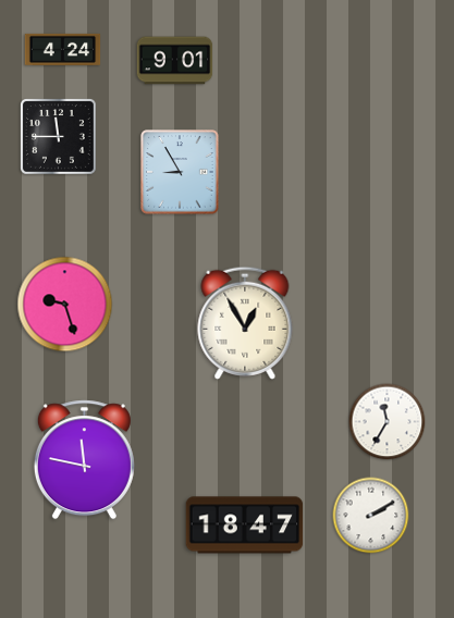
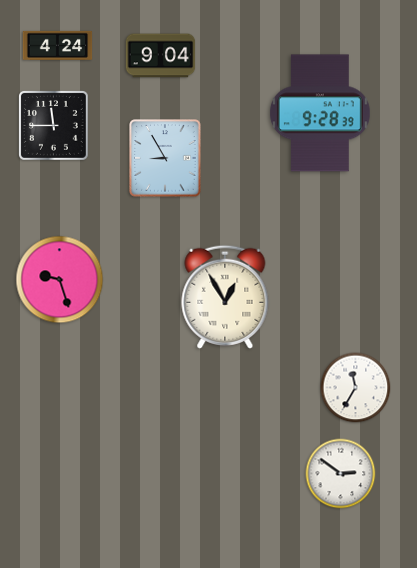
clock at (175, 61): 9:01 -> 9:04
clock at (320, 113): none -> 9:28
clock at (84, 460): 11:47 -> none
clock at (371, 516): 2:10 -> 2:51
clock at (245, 526): 18:47 -> none
